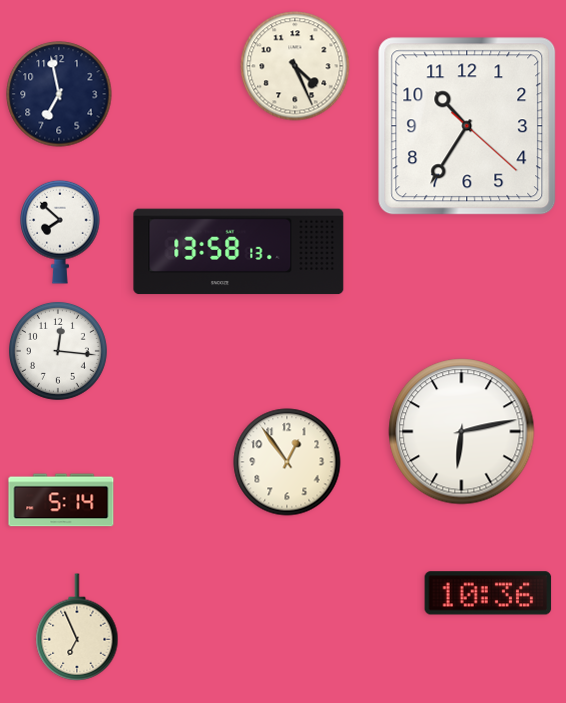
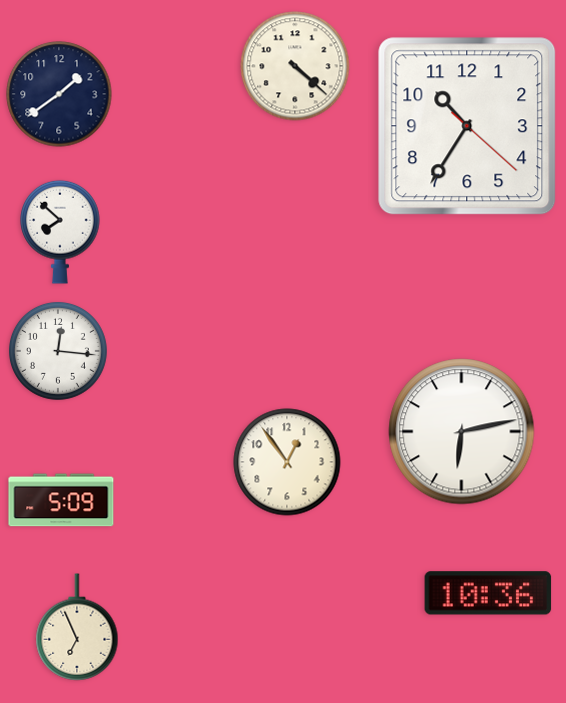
clock at (295, 66): 4:26 -> 4:22
clock at (59, 94): 6:58 -> 1:39
clock at (239, 252): 13:58 -> none
clock at (61, 500): 5:14 -> 5:09
